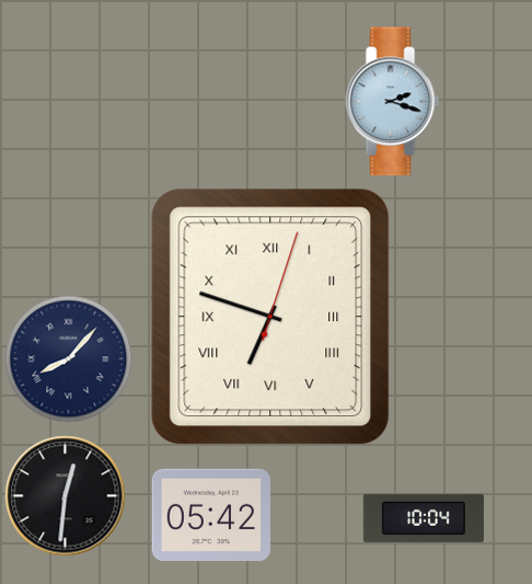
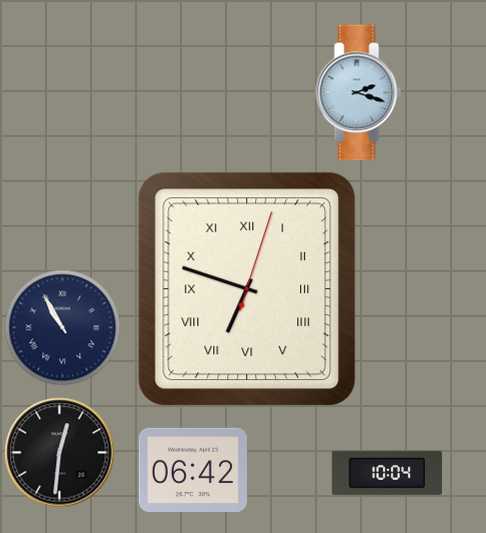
clock at (69, 359): 8:07 -> 10:55
clock at (210, 515): 05:42 -> 06:42
